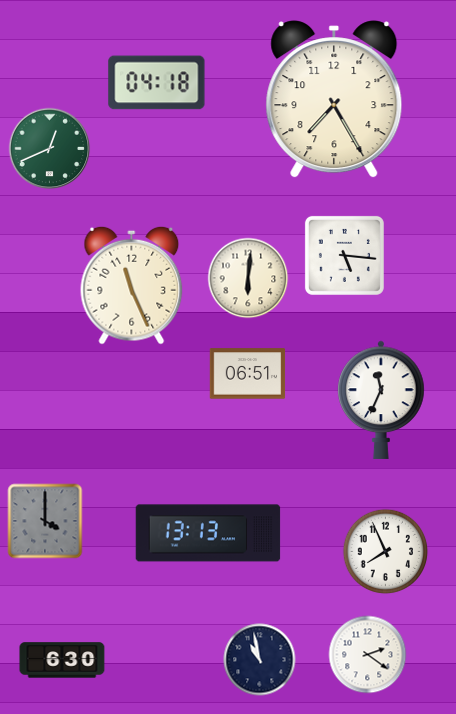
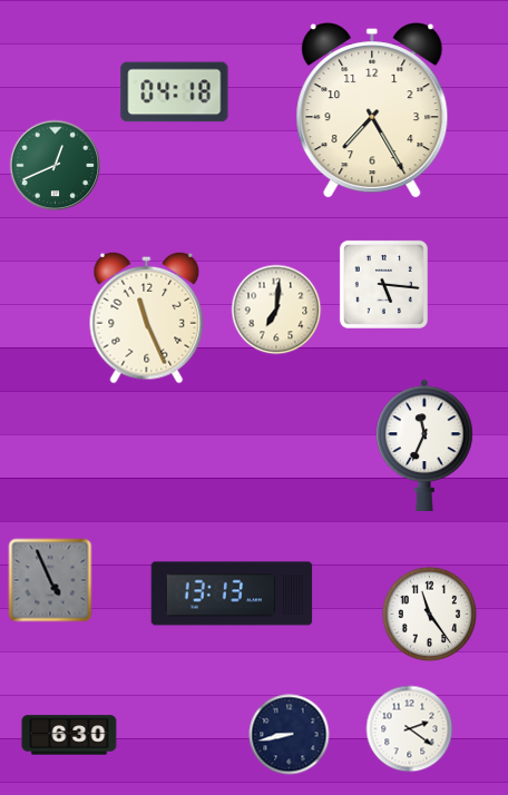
clock at (248, 278): 6:01 -> 7:01
clock at (248, 374): 06:51 -> none
clock at (45, 521): 4:00 -> 4:56
clock at (386, 552): 7:56 -> 11:24
clock at (260, 660): 10:58 -> 8:43
